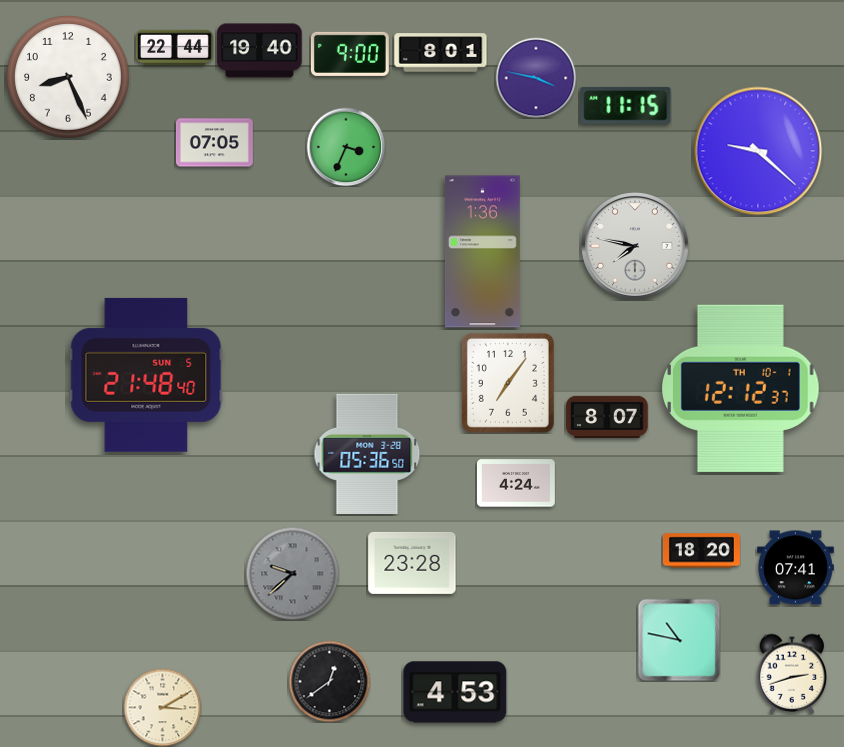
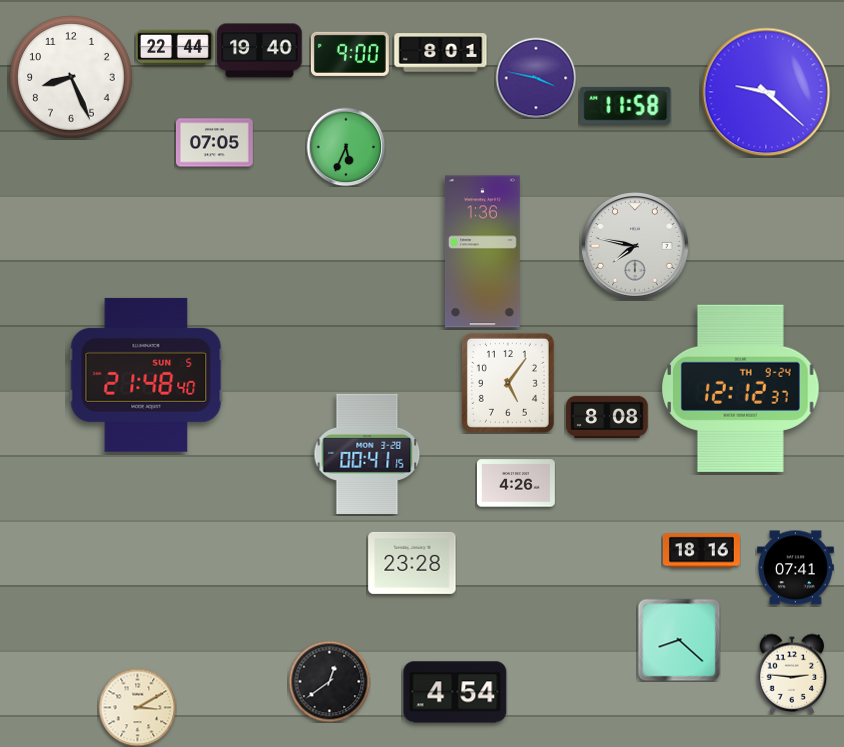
clock at (68, 77) position: (68, 77) -> (71, 77)
clock at (626, 105): 11:15 -> 11:58
clock at (346, 147): 3:34 -> 5:34
clock at (758, 151) position: (758, 151) -> (766, 92)
clock at (508, 383): 7:06 -> 5:06
clock at (741, 388) date: TH 10-1 -> TH 9-24
clock at (607, 417): 8:07 -> 8:08
clock at (367, 454): 05:36 -> 00:41
clock at (516, 483): 4:24 -> 4:26
clock at (701, 551): 18:20 -> 18:16
clock at (292, 573): 9:38 -> none
clock at (679, 640): 10:47 -> 8:22
clock at (792, 674): 2:42 -> 2:46
clock at (455, 692): 4:53 -> 4:54
clock at (162, 707) position: (162, 707) -> (137, 707)
